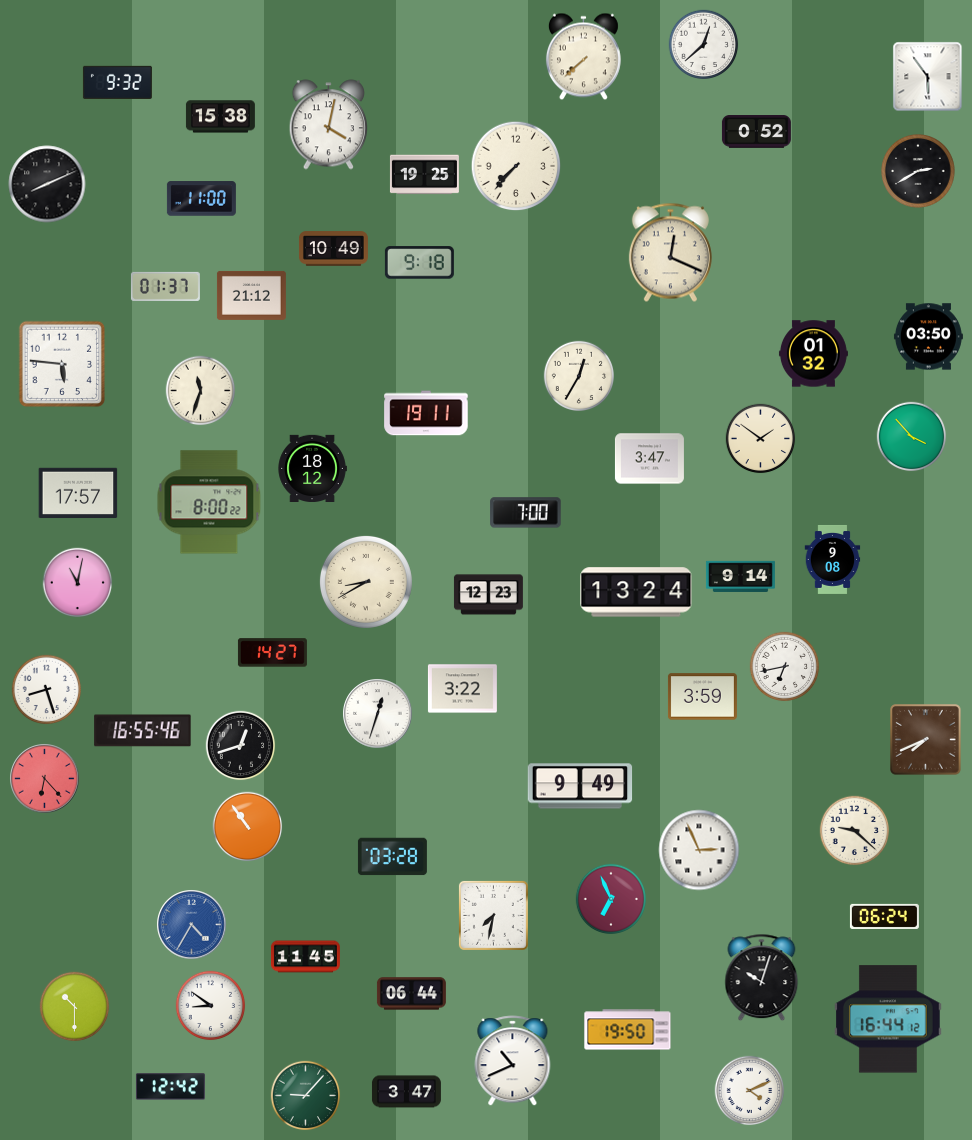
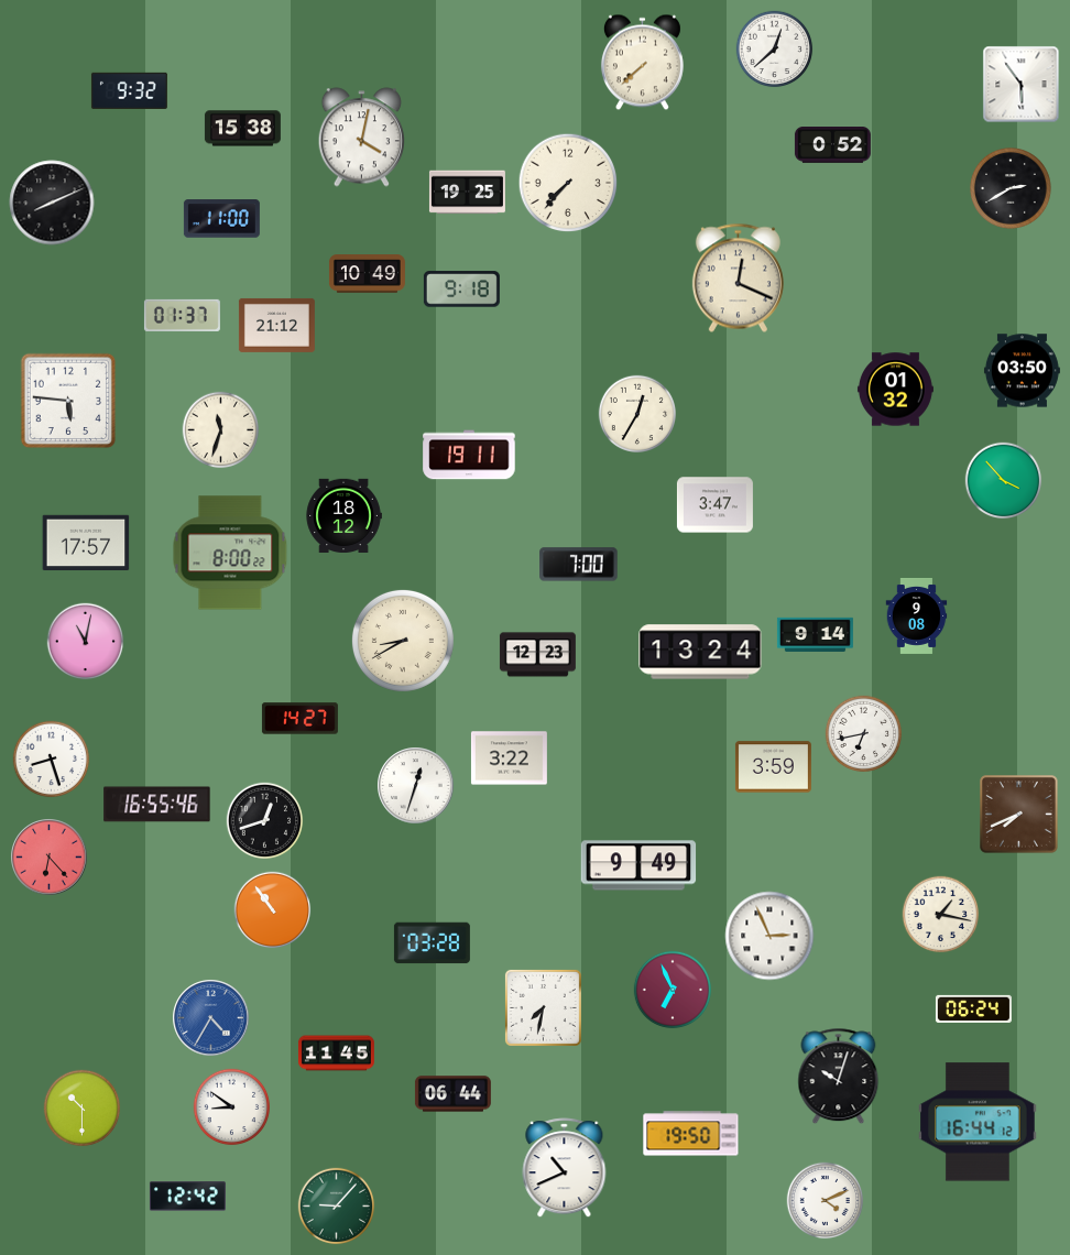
clock at (761, 439): 1:51 -> none
clock at (855, 831): 9:22 -> 1:17
clock at (406, 1092): 3:47 -> none
